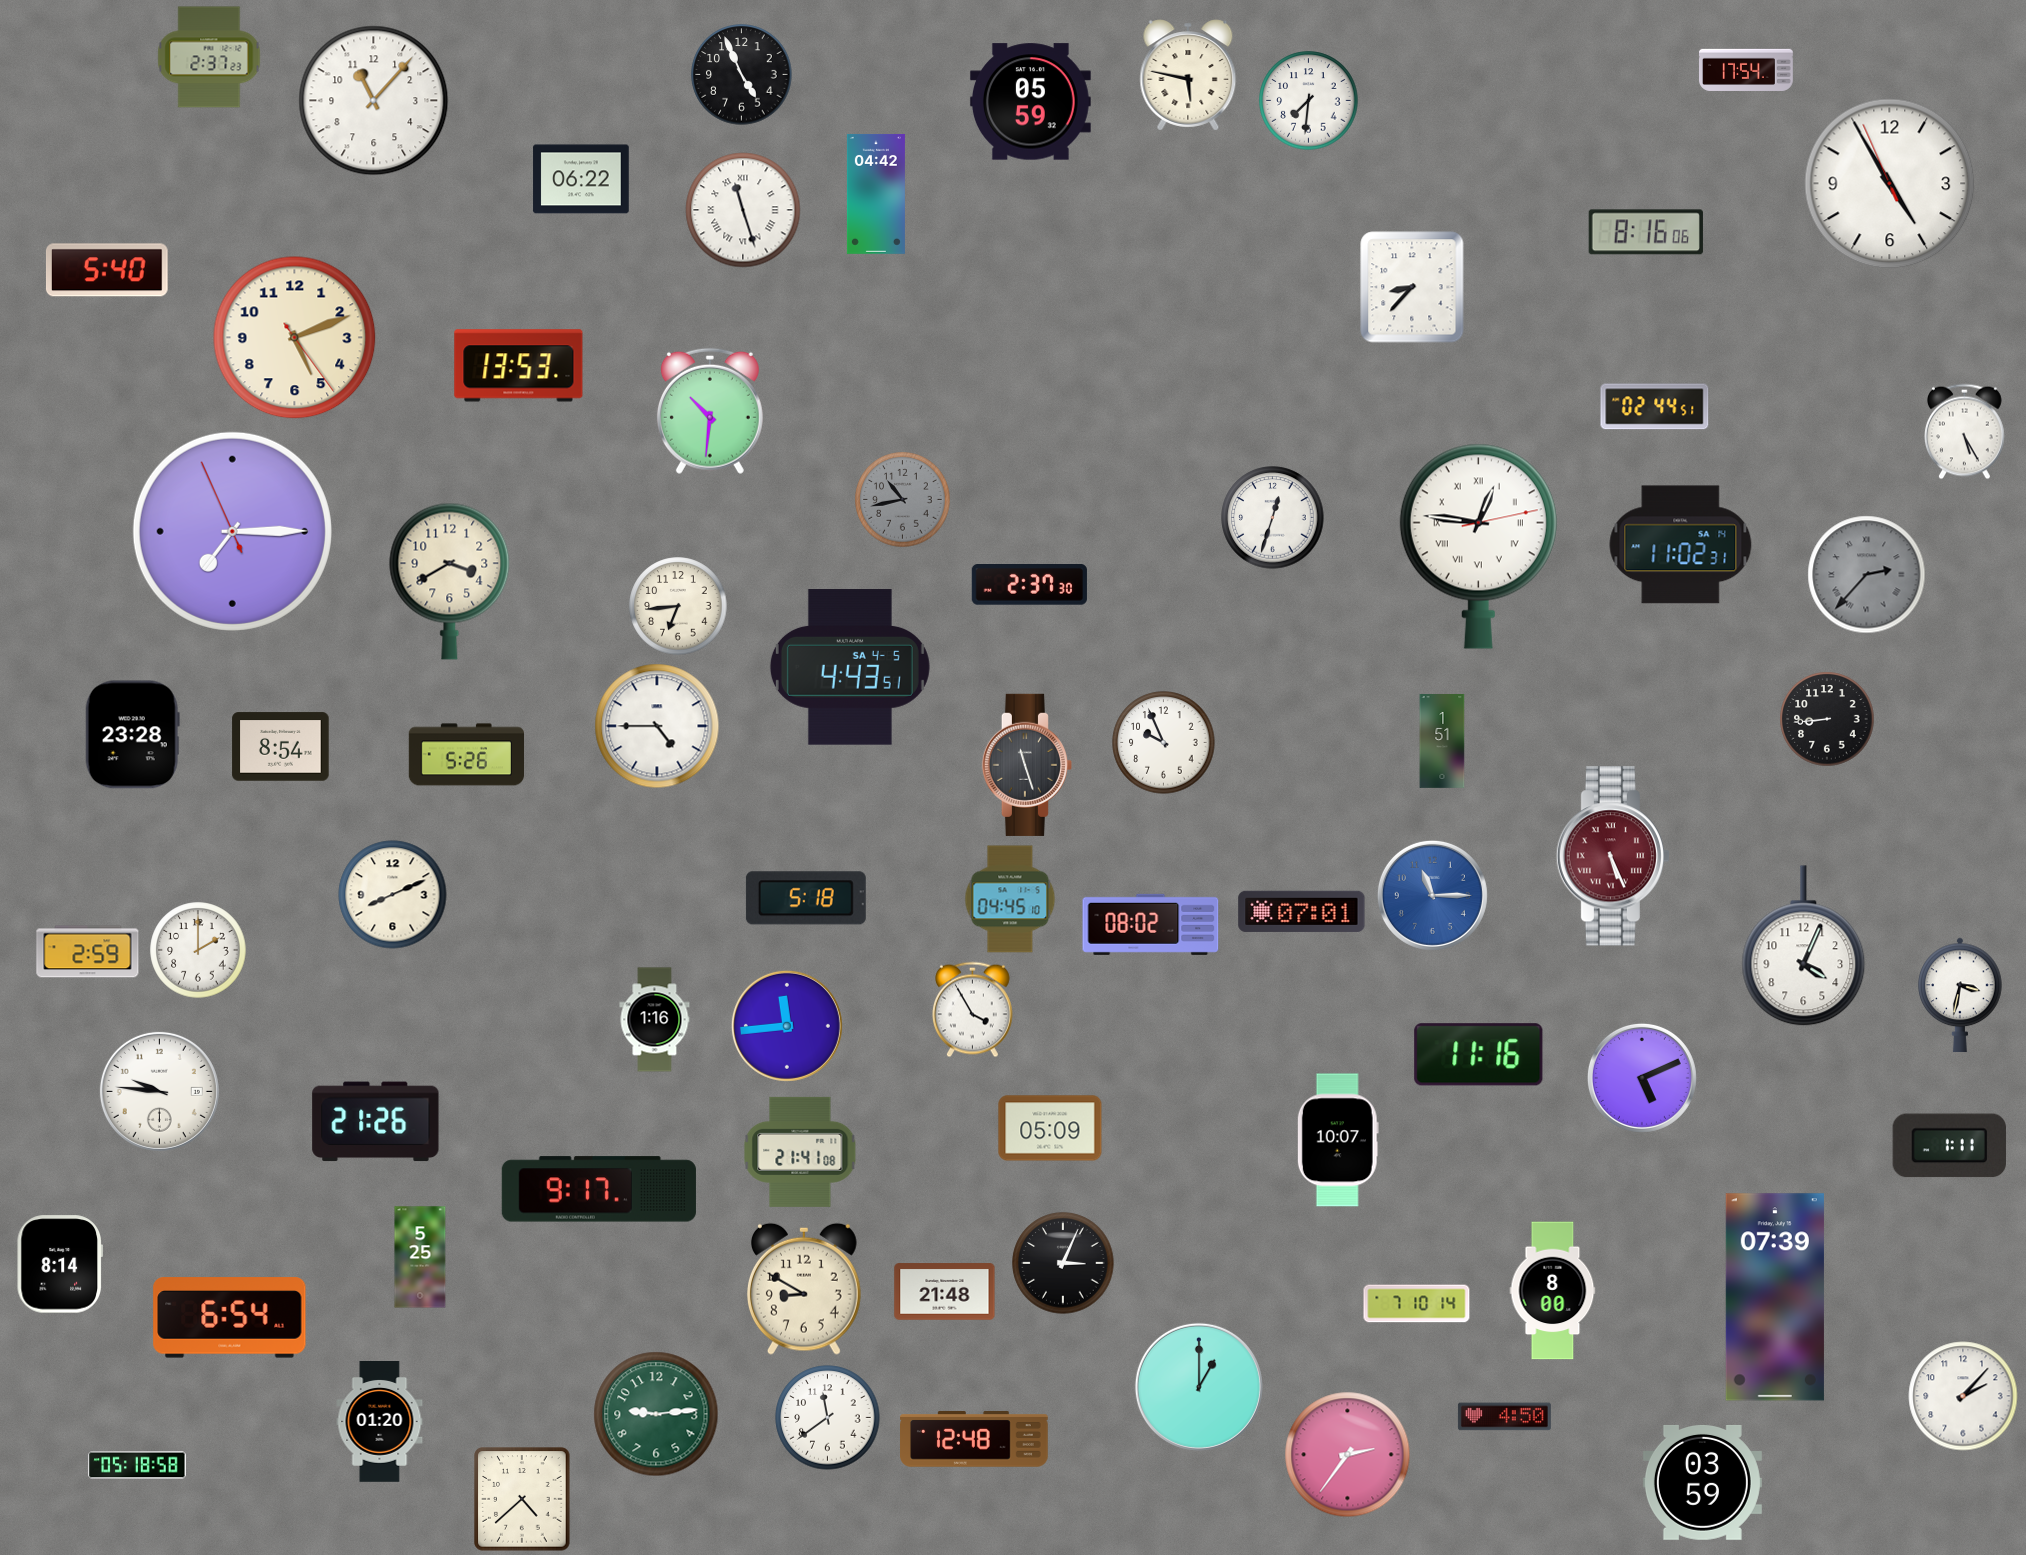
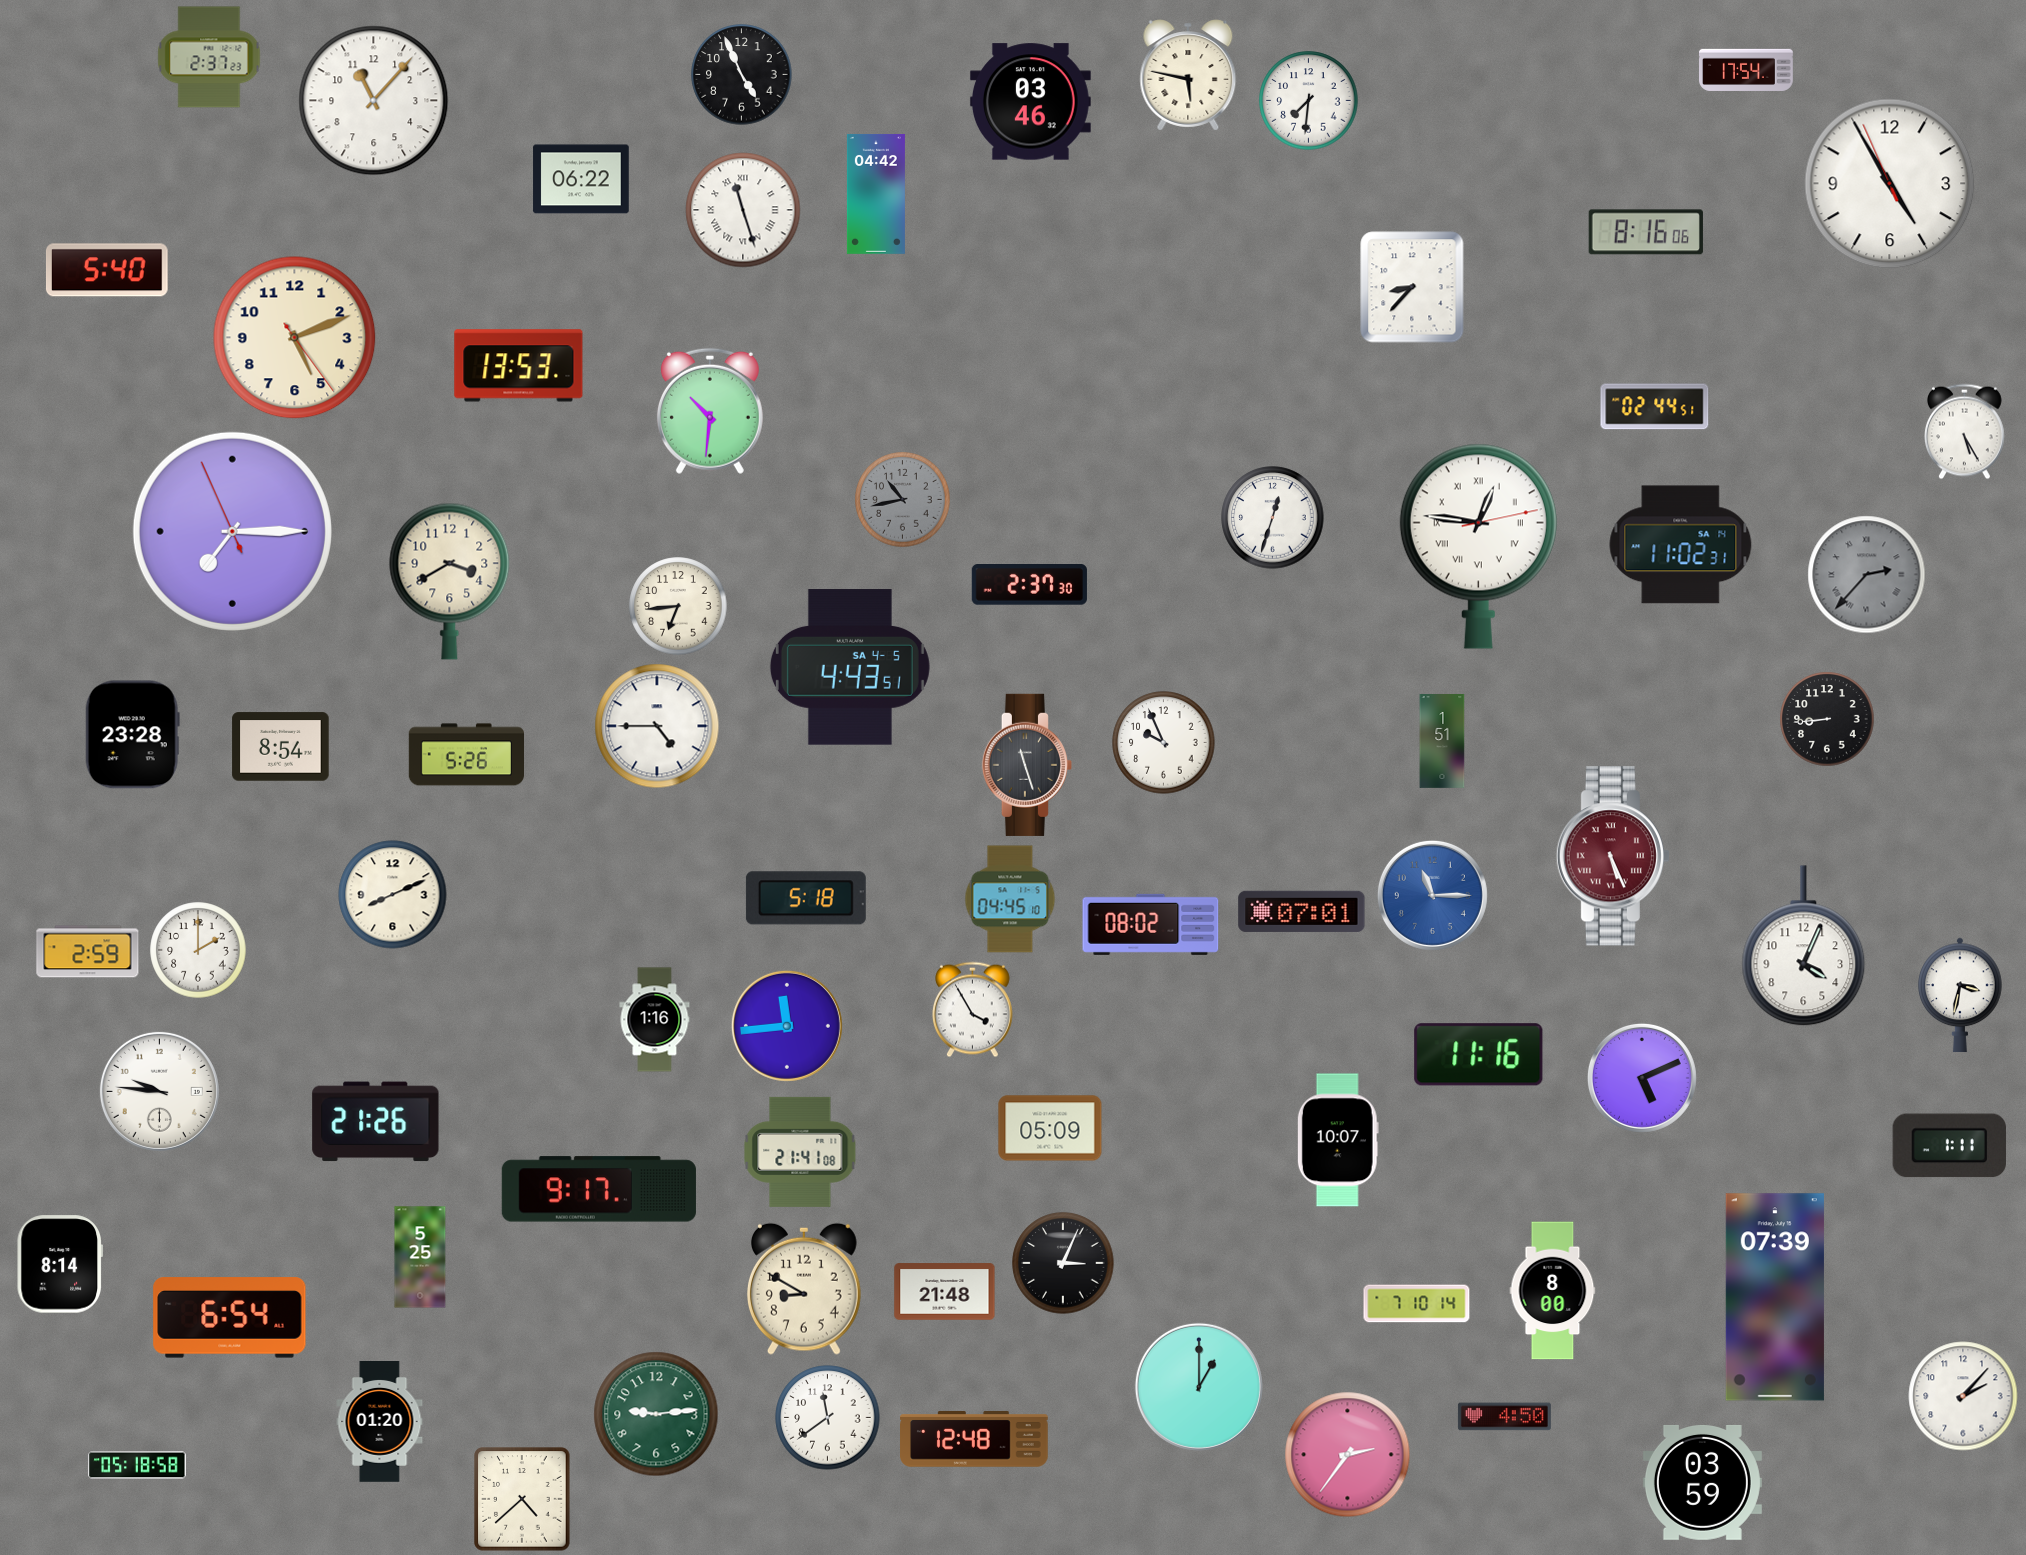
clock at (1030, 102): 05:59 -> 03:46
